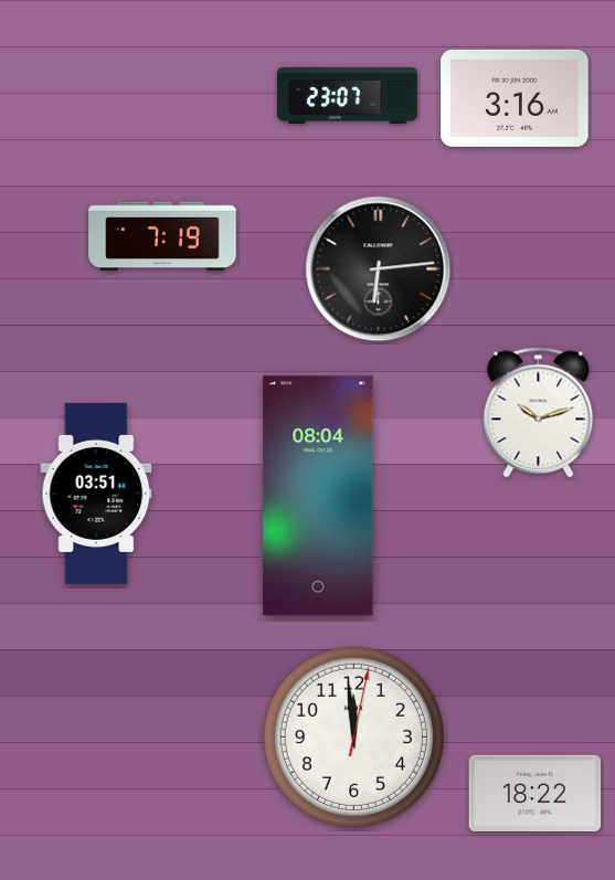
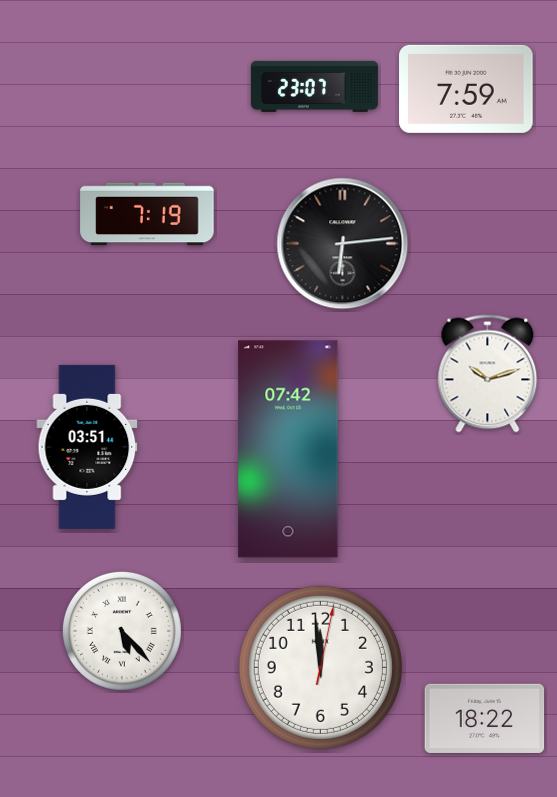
clock at (515, 98): 3:16 -> 7:59
clock at (318, 496): 08:04 -> 07:42
clock at (122, 631): none -> 5:23
